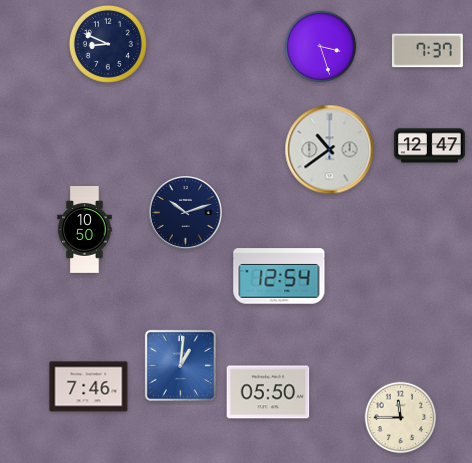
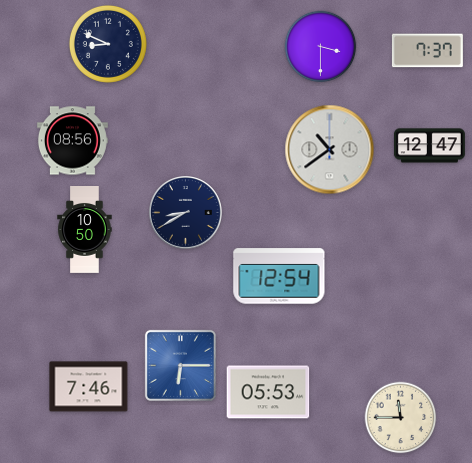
clock at (321, 47): 3:27 -> 3:30
clock at (72, 141): none -> 08:56
clock at (186, 213): 10:12 -> 8:40
clock at (180, 365): 1:01 -> 6:15
clock at (268, 392): 05:50 -> 05:53
